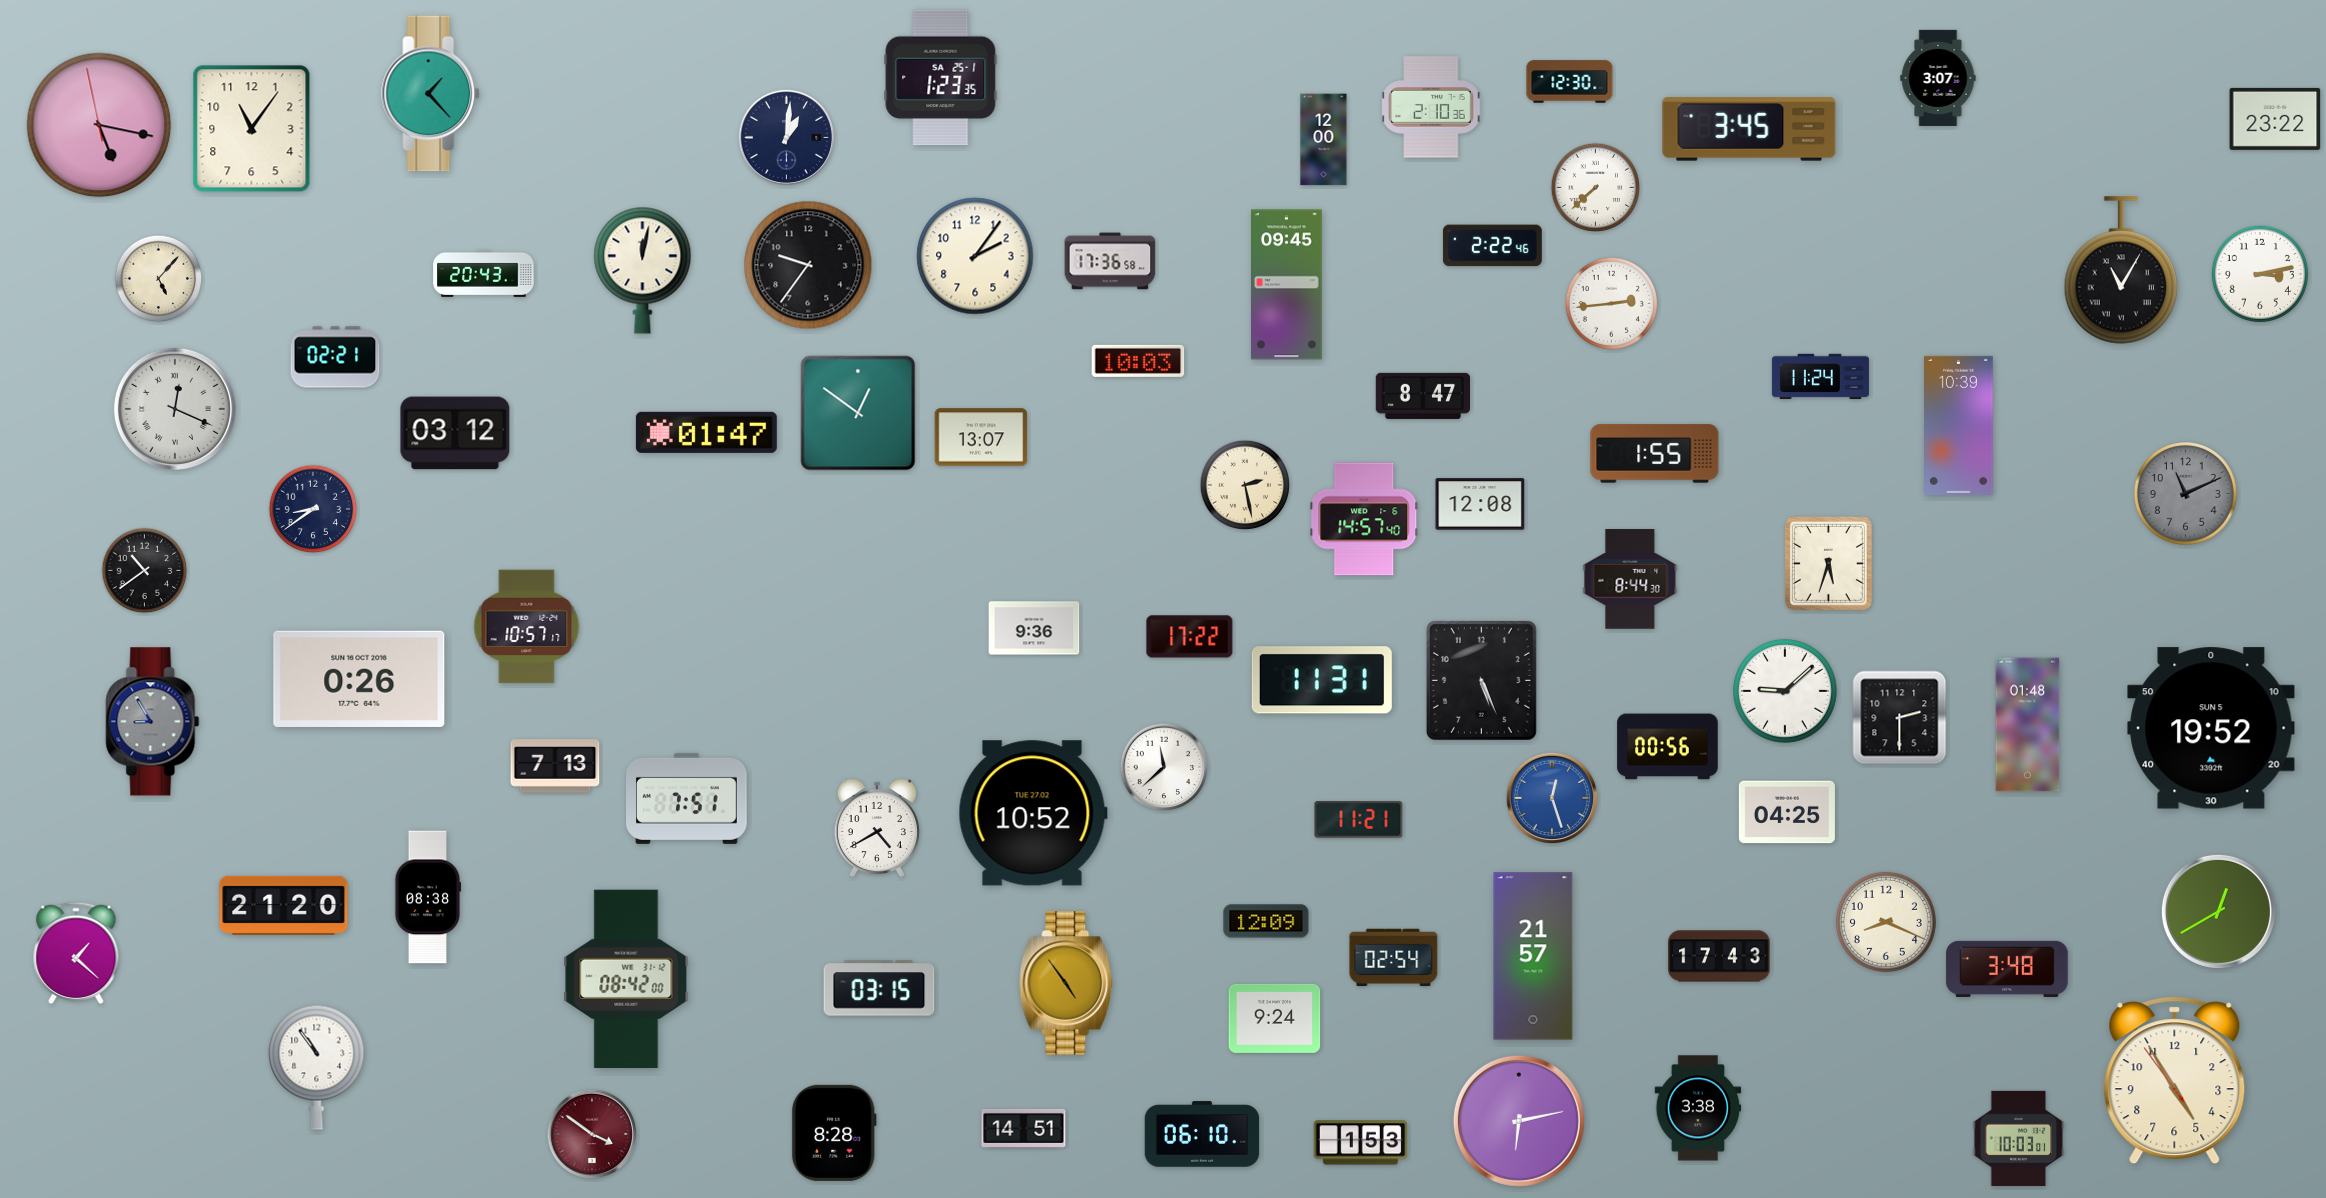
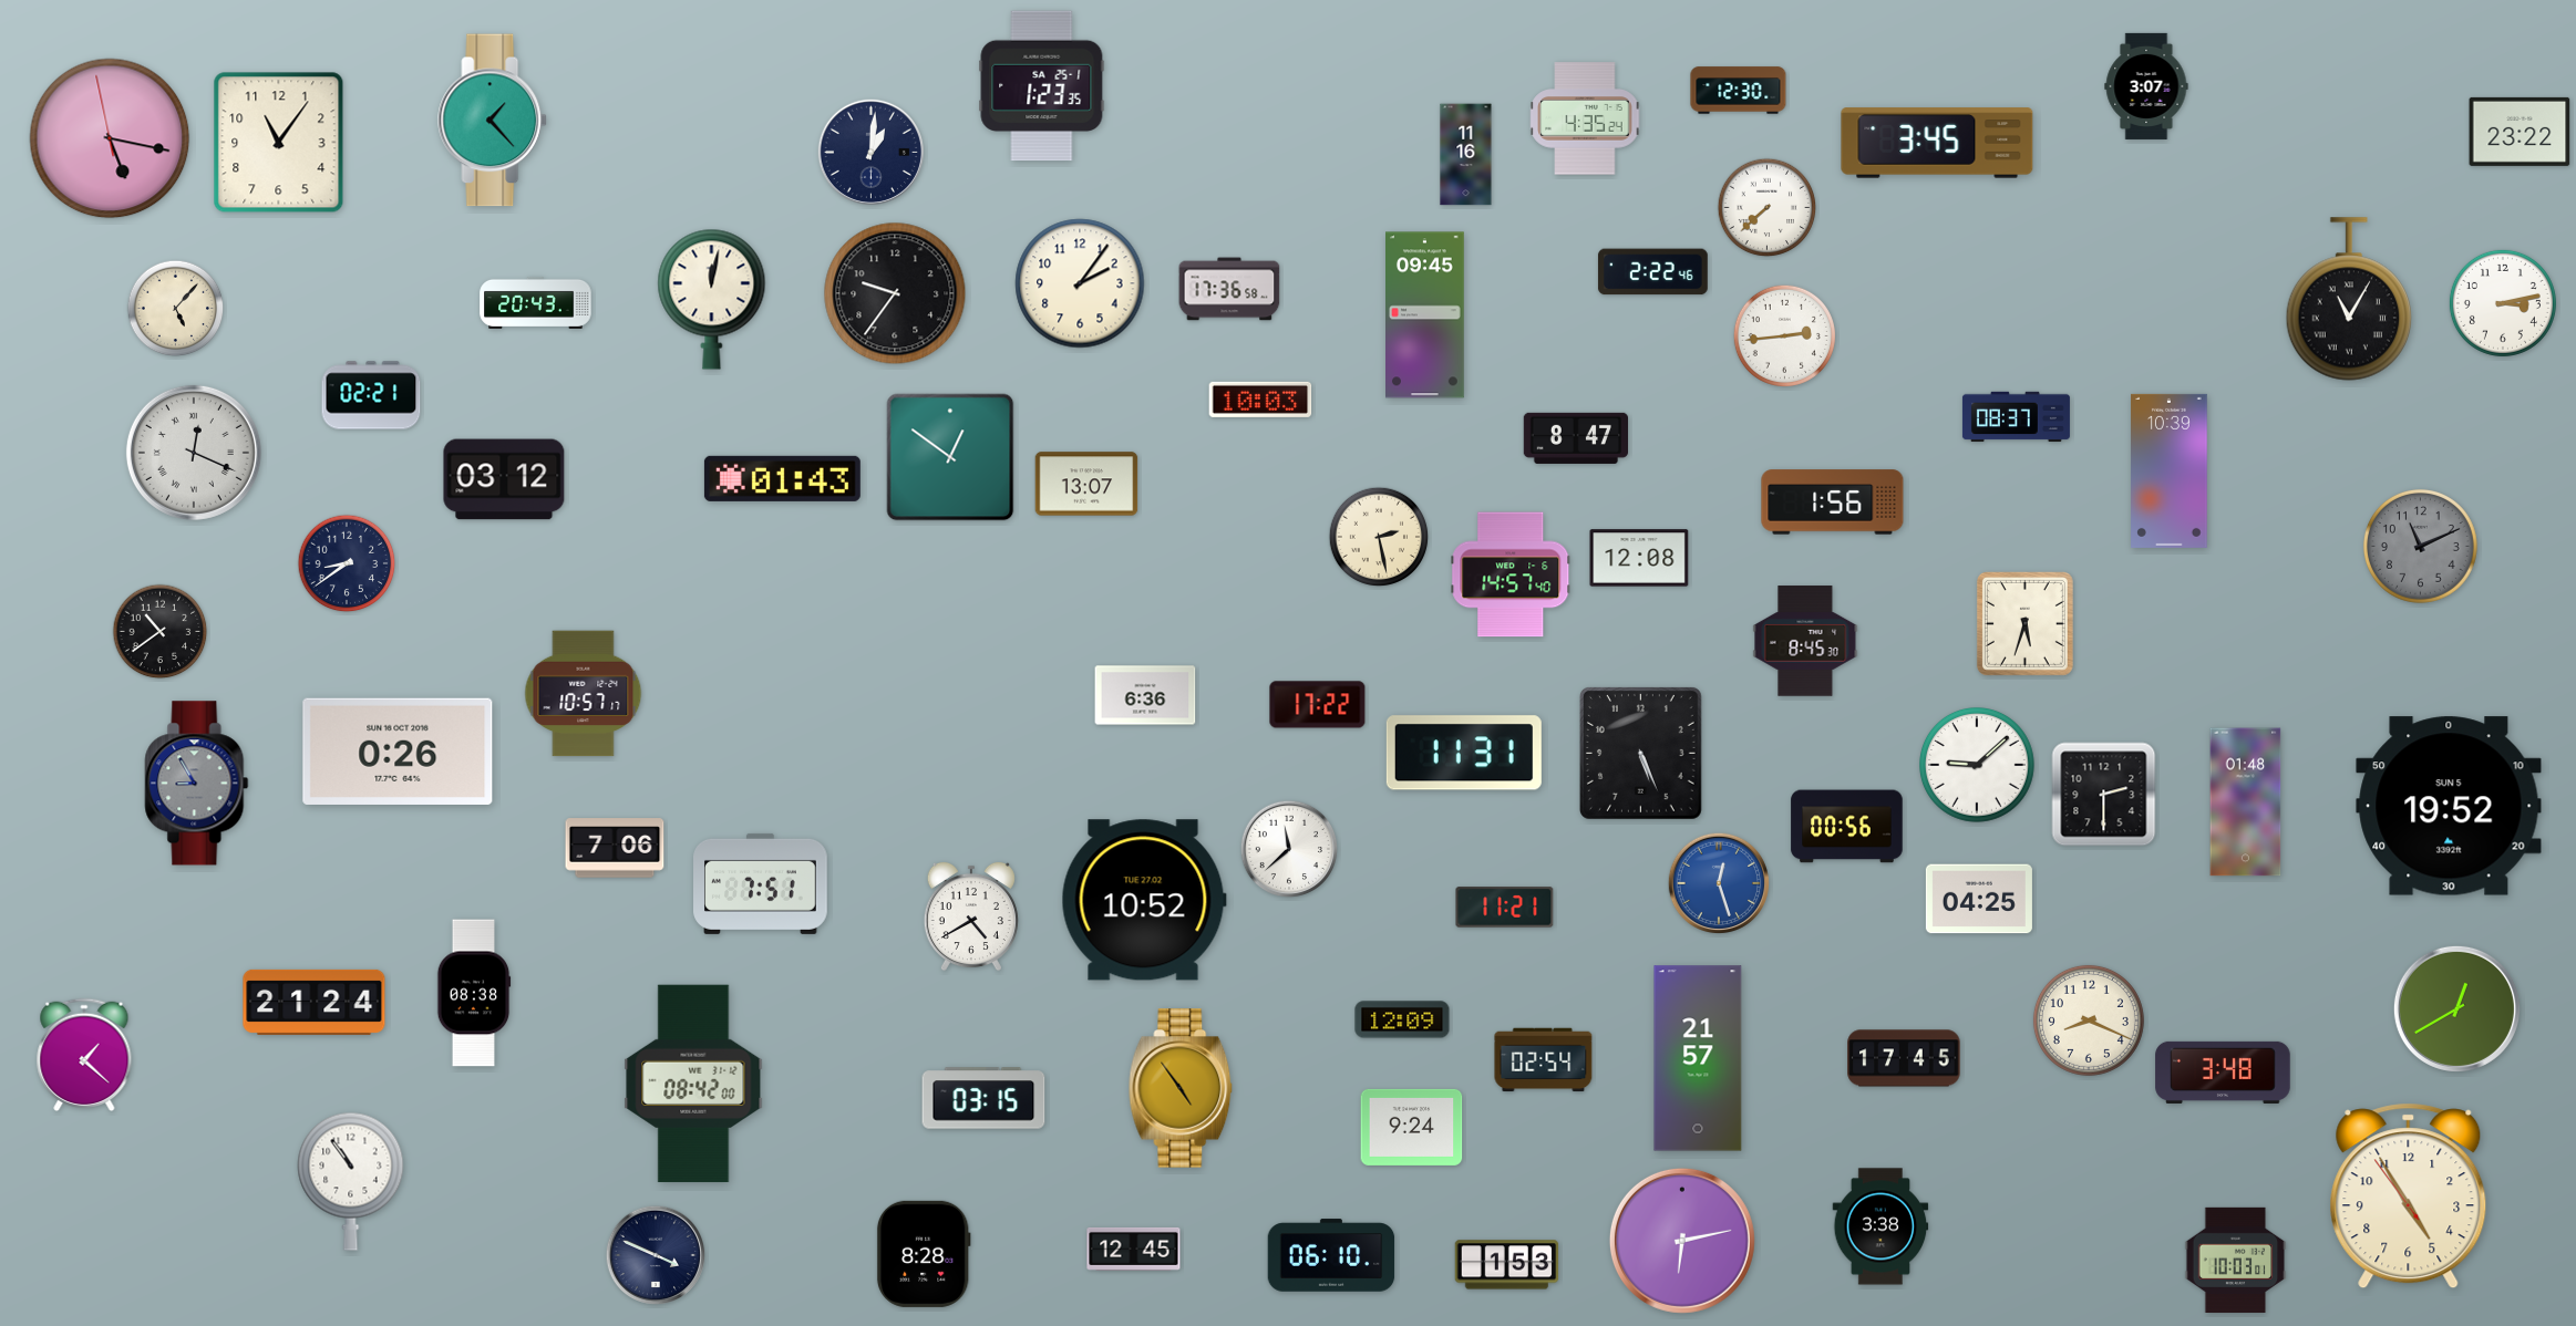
clock at (431, 94) position: (431, 94) -> (493, 121)
clock at (1431, 107): 2:10 -> 4:35
clock at (1324, 140): 12:00 -> 11:16
clock at (1820, 377): 11:24 -> 08:37
clock at (706, 432): 01:47 -> 01:43
clock at (1655, 454): 1:55 -> 1:56
clock at (1630, 579): 8:44 -> 8:45
clock at (1034, 628): 9:36 -> 6:36
clock at (153, 722) position: (153, 722) -> (197, 784)
clock at (555, 766): 7:13 -> 7:06
clock at (284, 905): 21:20 -> 21:24
clock at (1719, 956): 17:43 -> 17:45
clock at (879, 988) position: (879, 988) -> (983, 1098)
clock at (1024, 1128): 14:51 -> 12:45
clock at (592, 1134): 3:51 -> 3:49
clock at (592, 1134) dial: burgundy -> navy
